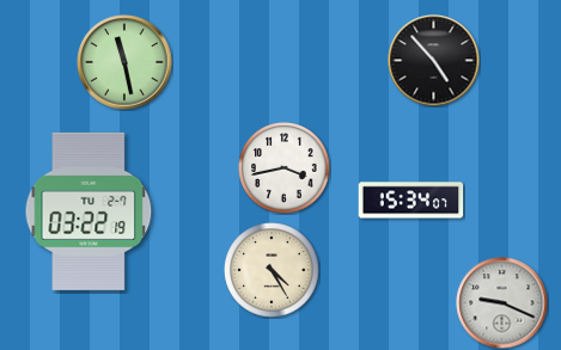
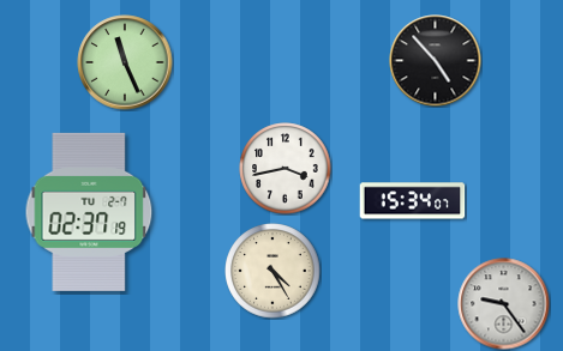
clock at (124, 62): 11:28 -> 11:26
clock at (89, 211): 03:22 -> 02:37
clock at (502, 303): 9:19 -> 9:24
